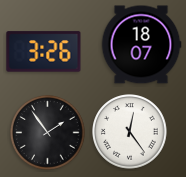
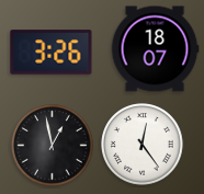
clock at (44, 52) position: (44, 52) -> (52, 53)
clock at (48, 133): 1:54 -> 12:58
